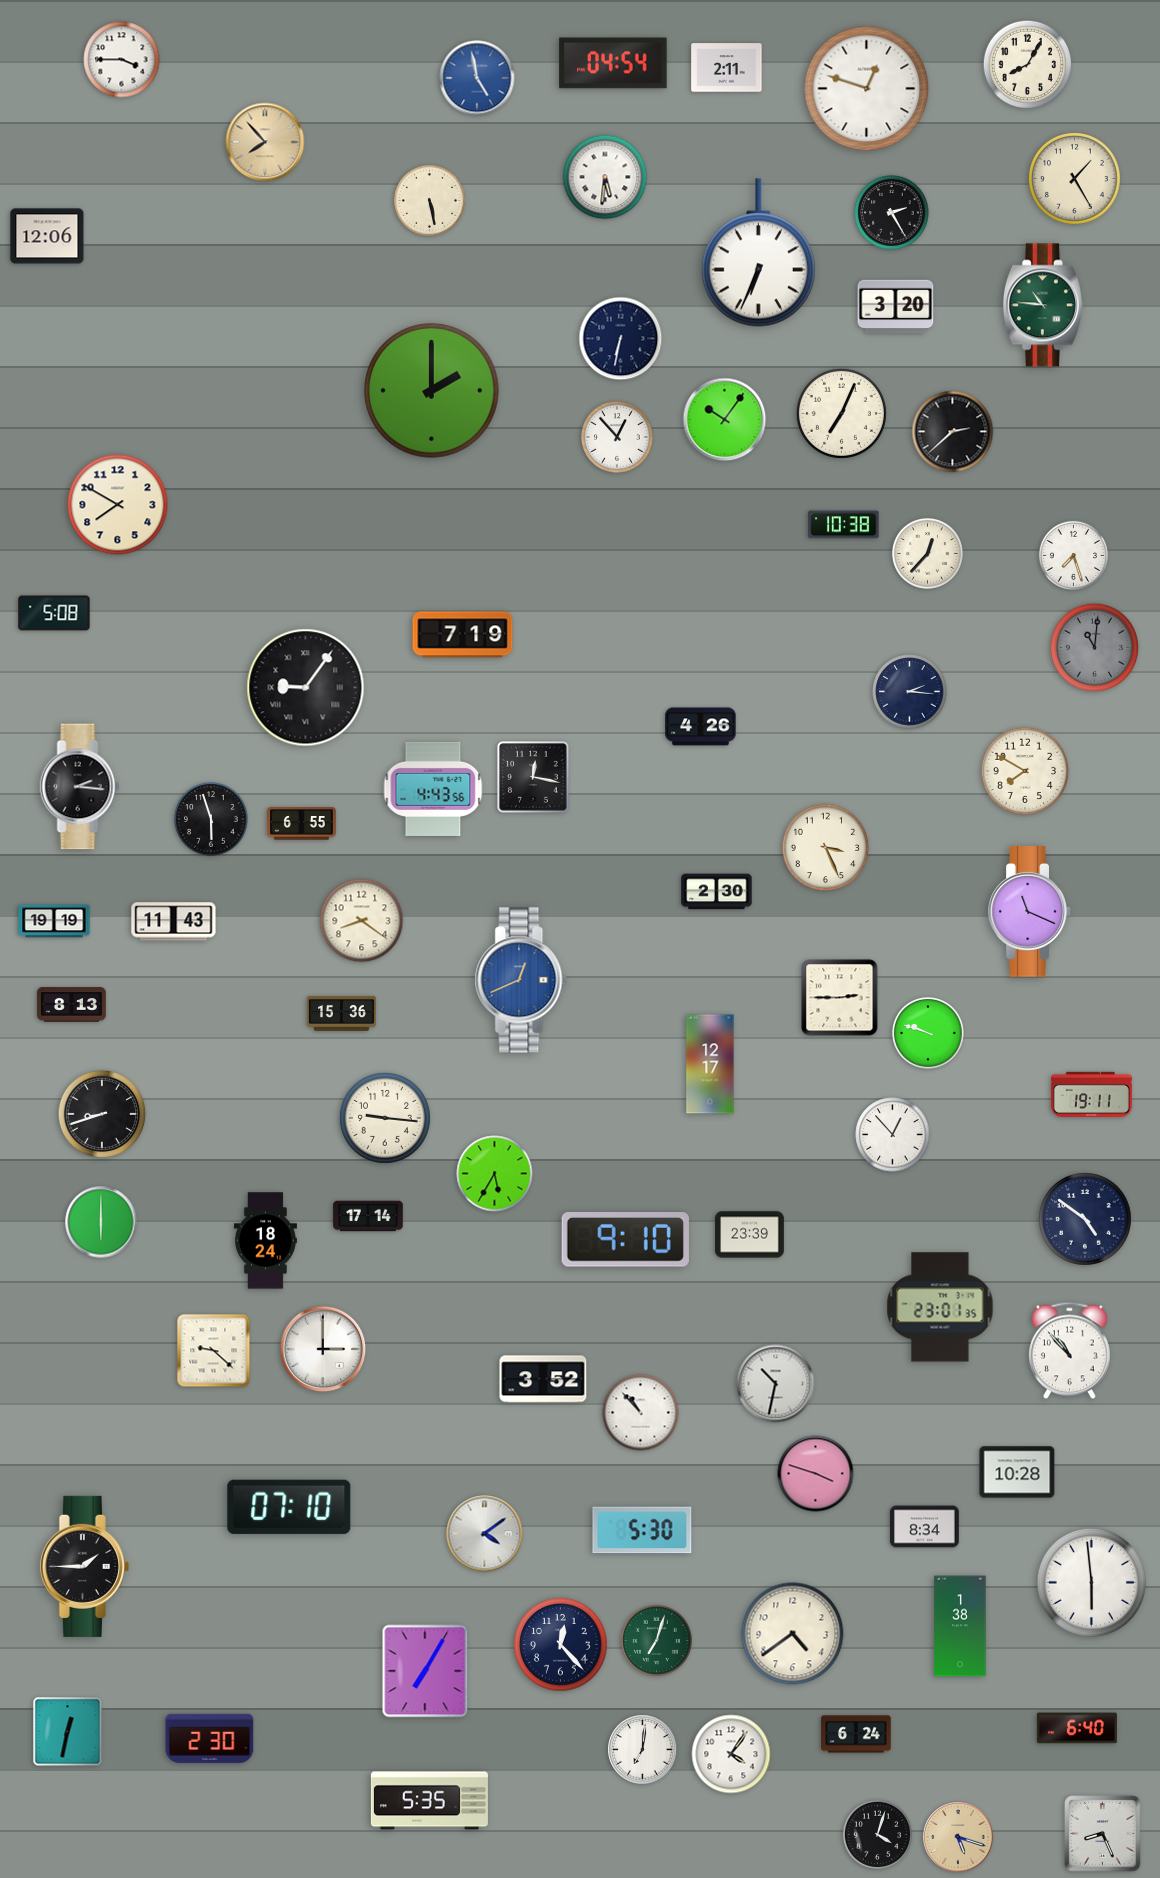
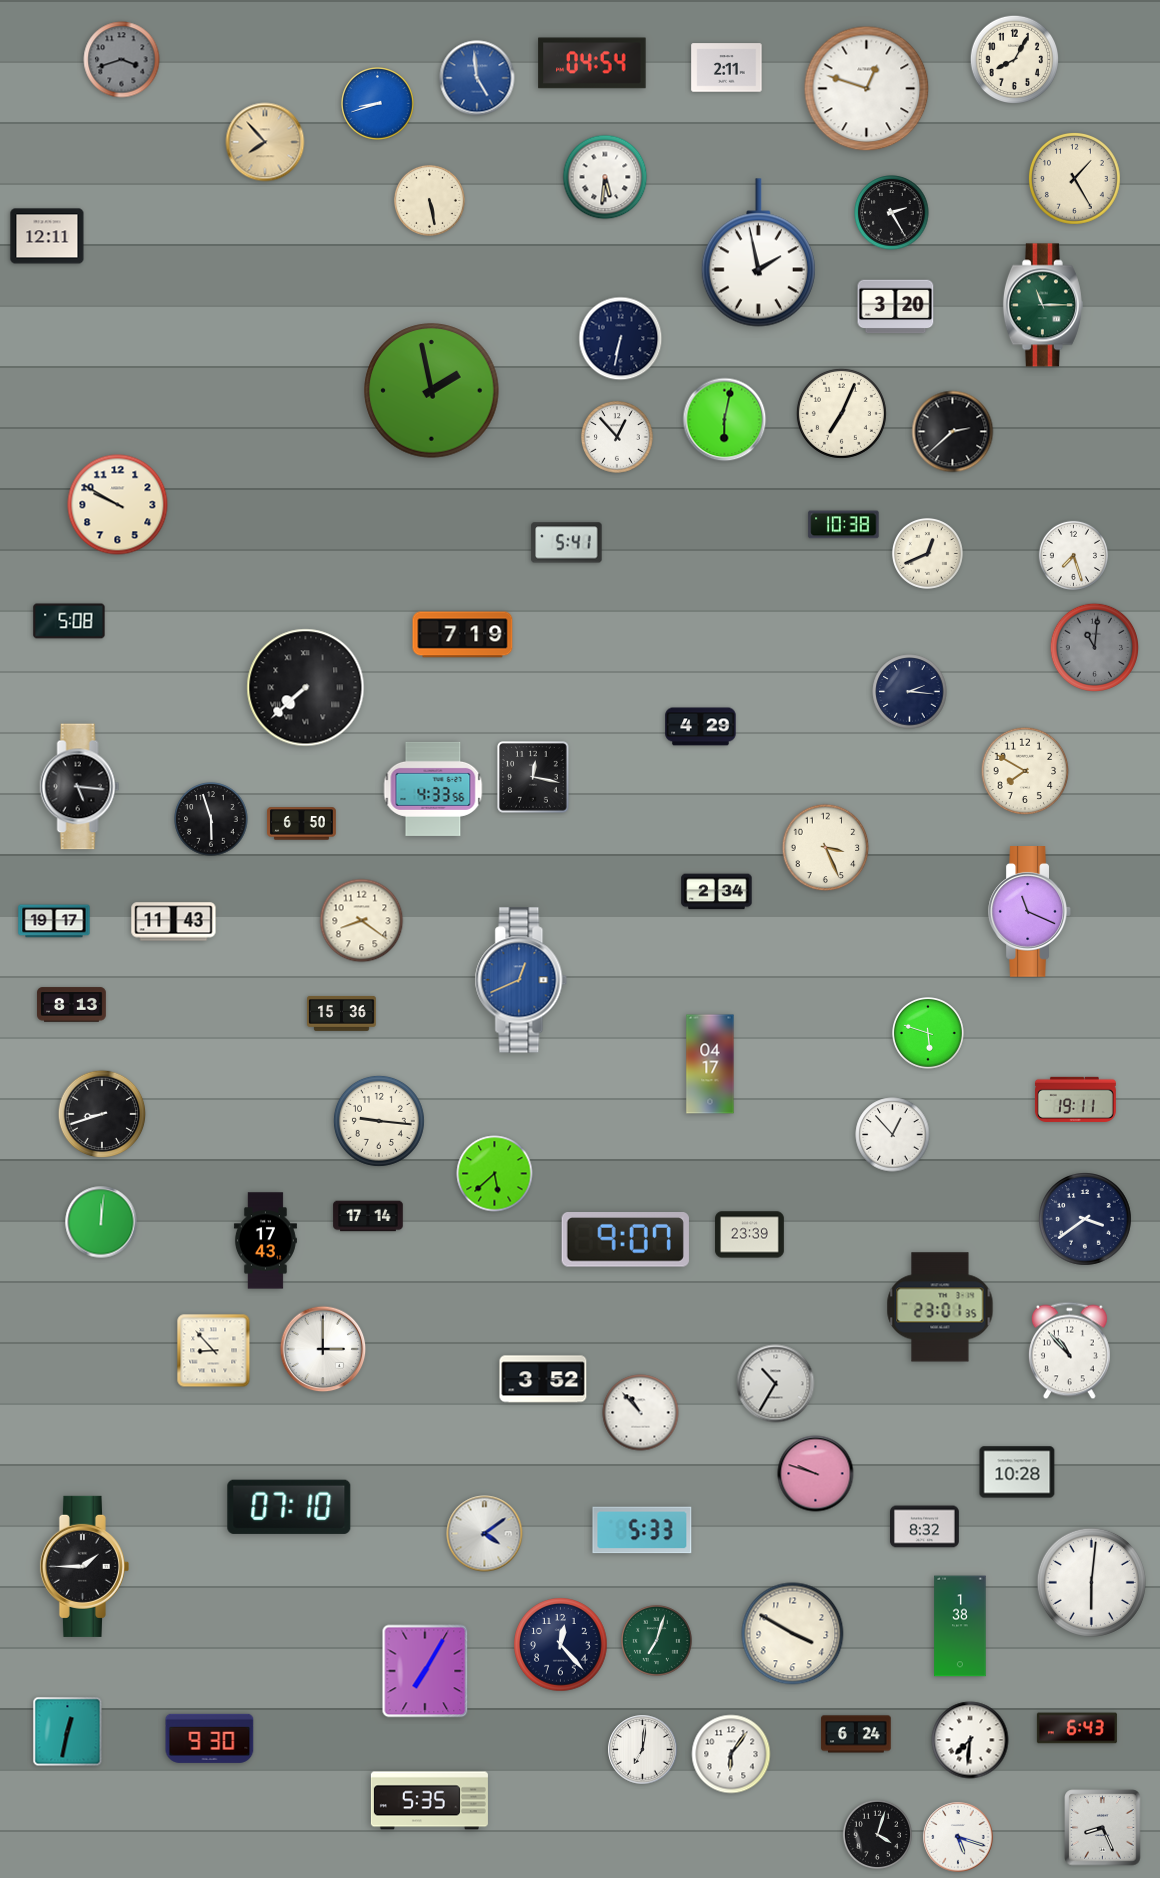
clock at (122, 60): 3:45 -> 3:42
clock at (122, 60) dial: white -> grey
clock at (613, 63) position: (613, 63) -> (592, 63)
clock at (1027, 64) position: (1027, 64) -> (1014, 59)
clock at (477, 78): 4:58 -> 4:59
clock at (378, 104): none -> 8:42
clock at (47, 236): 12:06 -> 12:11
clock at (758, 253): 6:34 -> 1:58
clock at (1043, 305): 10:46 -> 11:15
clock at (432, 391): 2:00 -> 1:58
clock at (725, 420): 10:06 -> 6:02
clock at (118, 505): 7:50 -> 9:50
clock at (567, 543): none -> 5:41
clock at (927, 553): 12:37 -> 12:41
clock at (54, 613) position: (54, 613) -> (69, 621)
clock at (306, 688): 9:06 -> 7:38
clock at (701, 727): 4:26 -> 4:29
clock at (80, 787): 2:16 -> 5:16
clock at (433, 789): 4:43 -> 4:33
clock at (302, 824): 6:55 -> 6:50
clock at (717, 892): 2:30 -> 2:34
clock at (54, 921): 19:19 -> 19:17
clock at (840, 998): 2:45 -> none
clock at (929, 1034): 9:48 -> 5:48
clock at (710, 1064): 12:17 -> 04:17
clock at (1091, 1094) position: (1091, 1094) -> (1075, 1099)
clock at (385, 1118) position: (385, 1118) -> (379, 1121)
clock at (495, 1174): 5:35 -> 5:38
clock at (1085, 1219): 4:51 -> 3:39
clock at (101, 1222): 6:00 -> 12:01
clock at (625, 1240): 9:10 -> 9:07
clock at (265, 1241): 18:24 -> 17:43
clock at (214, 1351): 9:22 -> 8:53
clock at (776, 1384): 10:32 -> 10:35
clock at (816, 1474): 3:48 -> 9:48
clock at (925, 1527): 8:34 -> 8:32
clock at (642, 1530): 5:30 -> 5:33
clock at (1091, 1582): 5:59 -> 6:01
clock at (793, 1634): 4:39 -> 3:50
clock at (1077, 1728): 6:40 -> 6:43
clock at (210, 1738): 2:30 -> 9:30
clock at (970, 1740): none -> 7:31
clock at (731, 1754): 4:06 -> 6:06
clock at (1103, 1834) position: (1103, 1834) -> (1103, 1828)
clock at (958, 1837) dial: champagne -> white
